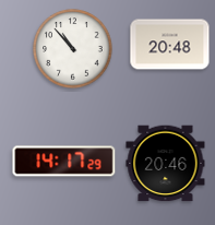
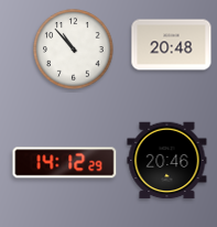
clock at (64, 162): 14:17 -> 14:12
clock at (166, 164) position: (166, 164) -> (167, 161)
